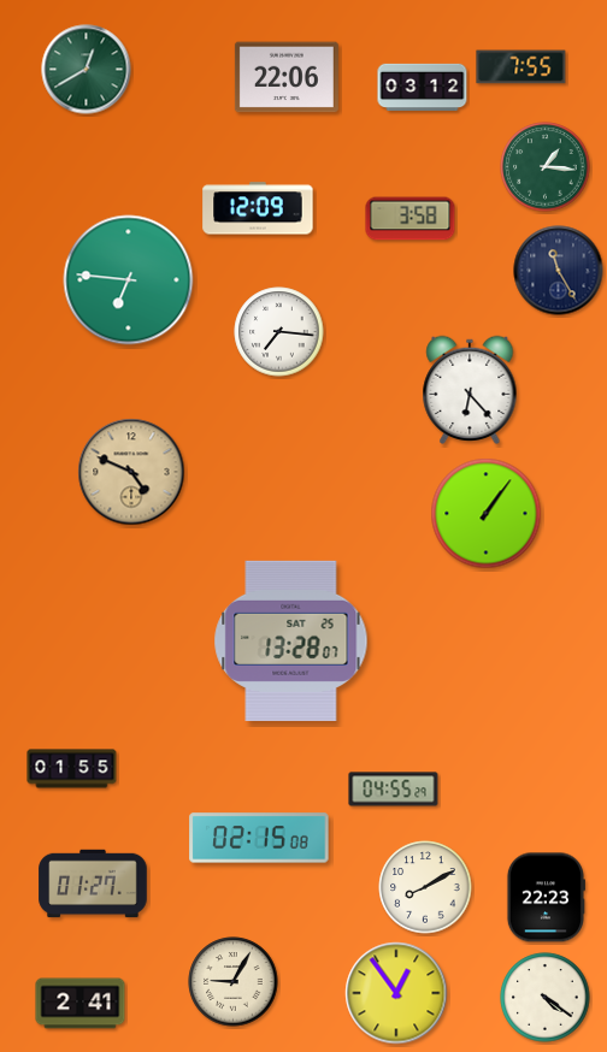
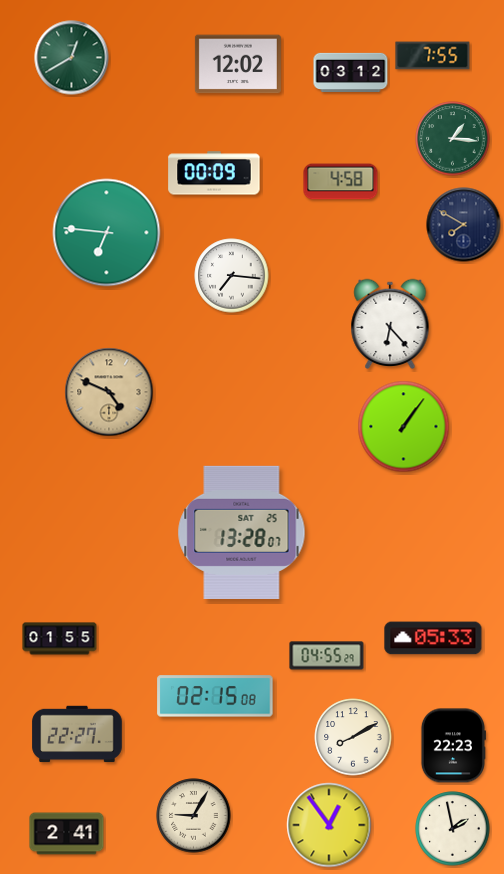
clock at (287, 77): 22:06 -> 12:02
clock at (258, 208): 12:09 -> 00:09
clock at (411, 219): 3:58 -> 4:58
clock at (559, 271): 11:25 -> 7:50
clock at (433, 638): none -> 05:33
clock at (93, 883): 01:27 -> 22:27
clock at (546, 998): 4:21 -> 1:58
